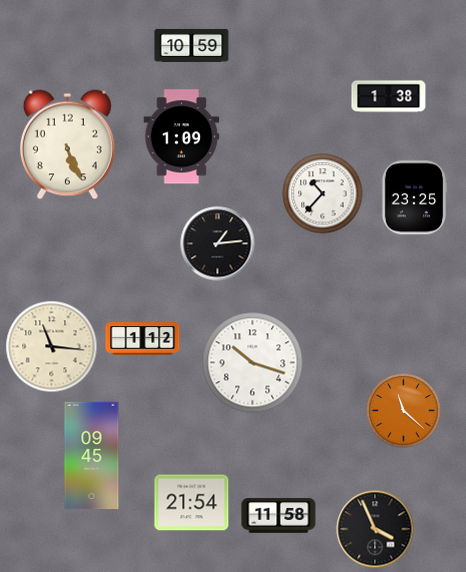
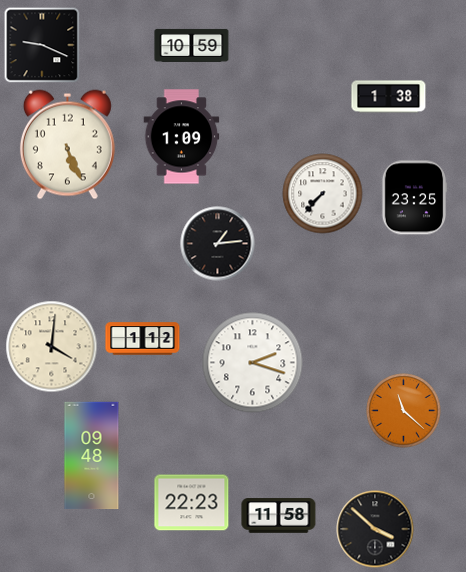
clock at (42, 45): none -> 9:19
clock at (323, 194): 10:37 -> 7:37
clock at (52, 347): 11:16 -> 4:01
clock at (253, 363): 10:18 -> 2:18
clock at (92, 456): 09:45 -> 09:48
clock at (192, 503): 21:54 -> 22:23
clock at (375, 529): 3:56 -> 3:52
